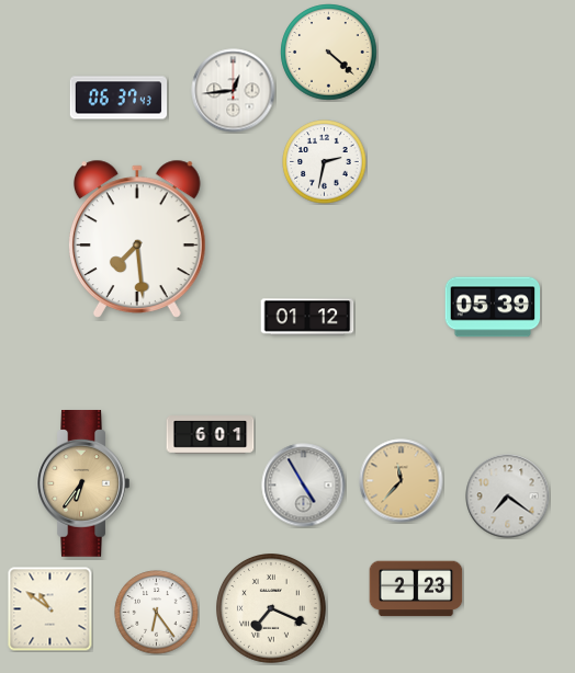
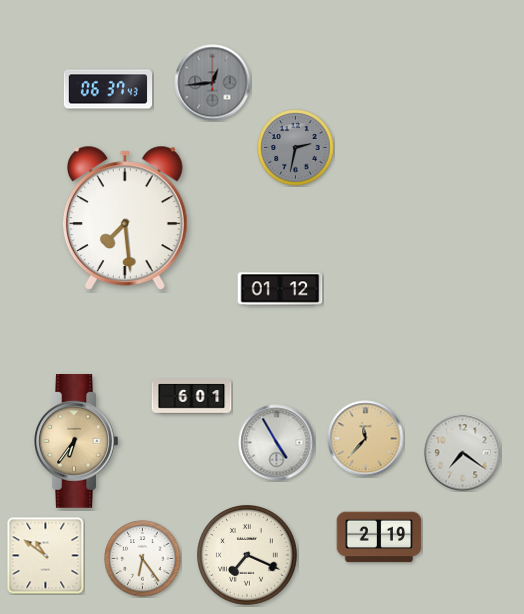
clock at (329, 53): 4:22 -> none
clock at (234, 91) dial: white -> grey
clock at (325, 162) dial: white -> grey
clock at (493, 307): 05:39 -> none
clock at (416, 589): 2:23 -> 2:19
